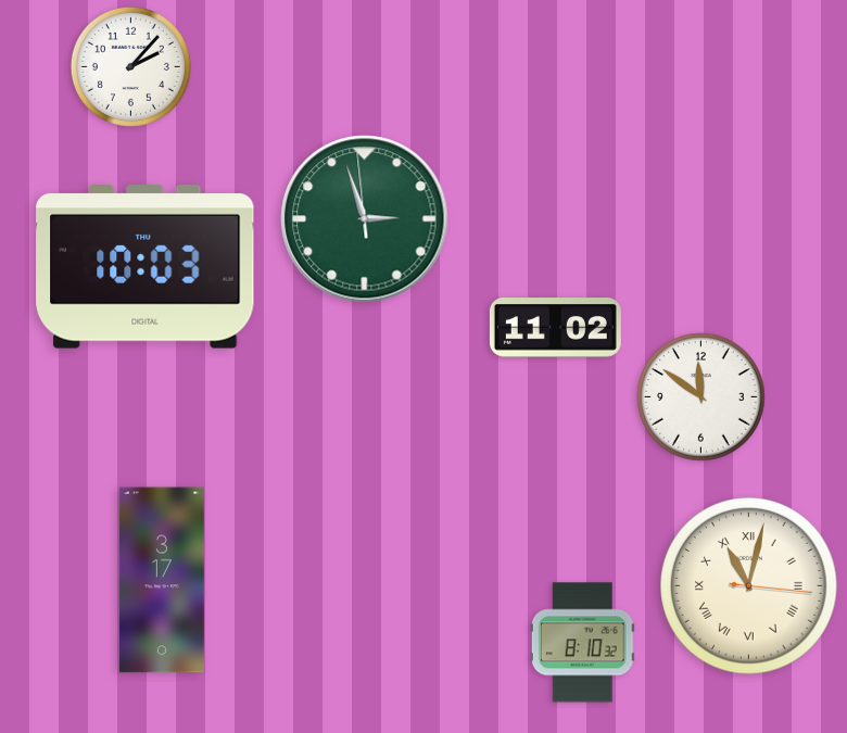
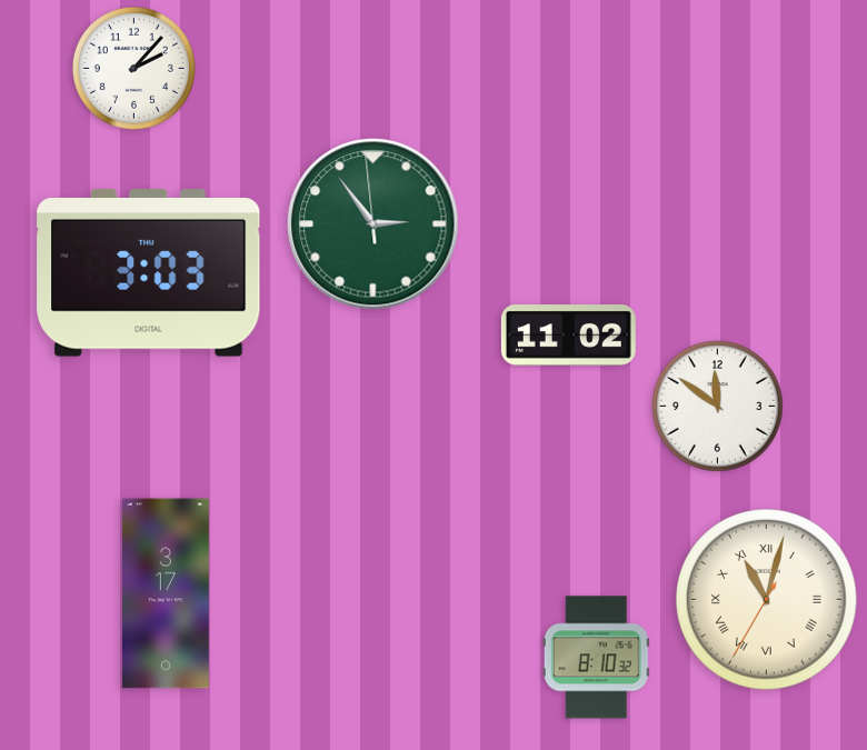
clock at (365, 219): 2:56 -> 2:53
clock at (146, 267): 10:03 -> 3:03
clock at (749, 586): 11:02:16 -> 11:02:35
